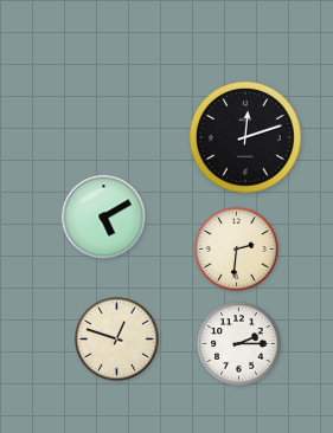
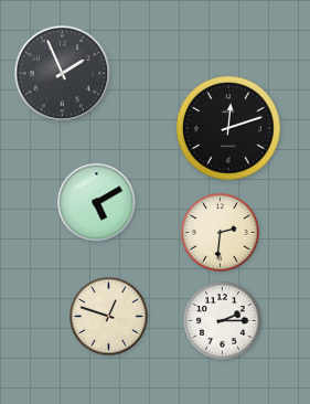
clock at (63, 74): none -> 1:56
